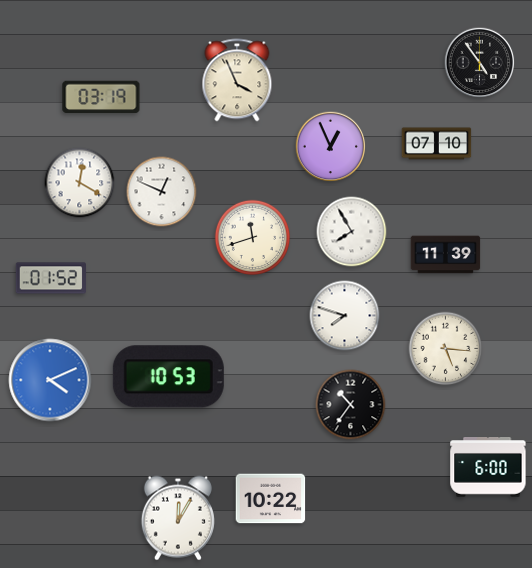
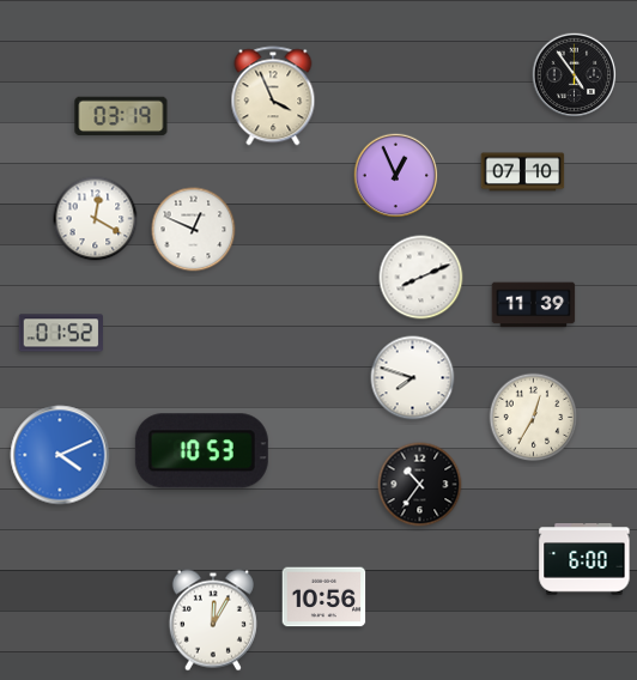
clock at (237, 80) position: (237, 80) -> (273, 96)
clock at (352, 232): 7:55 -> 8:11
clock at (253, 238): 11:42 -> none
clock at (446, 349): 5:16 -> 12:35
clock at (271, 499): 10:22 -> 10:56
